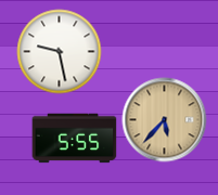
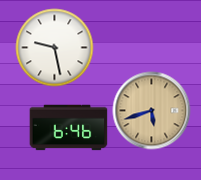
clock at (164, 119): 5:37 -> 5:42
clock at (74, 139): 5:55 -> 6:46
